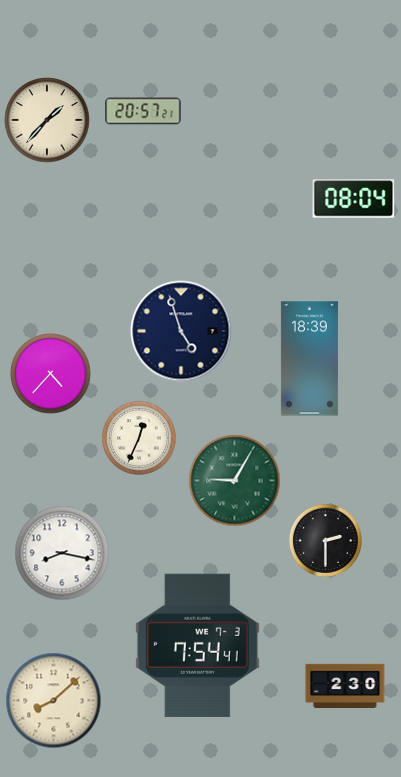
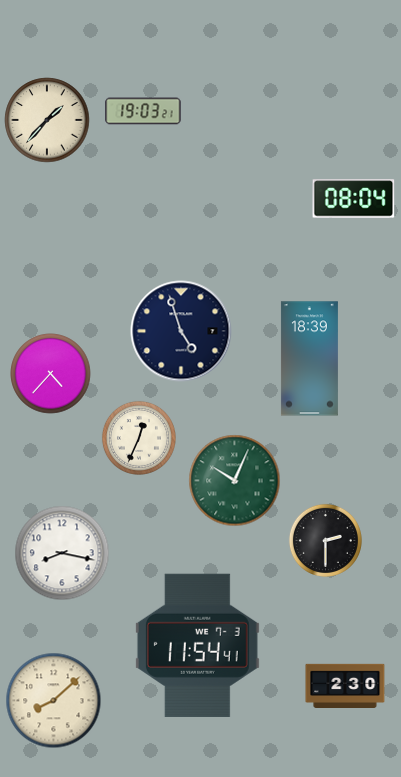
clock at (143, 111): 20:57 -> 19:03
clock at (235, 481): 9:05 -> 10:04
clock at (197, 645): 7:54 -> 11:54
